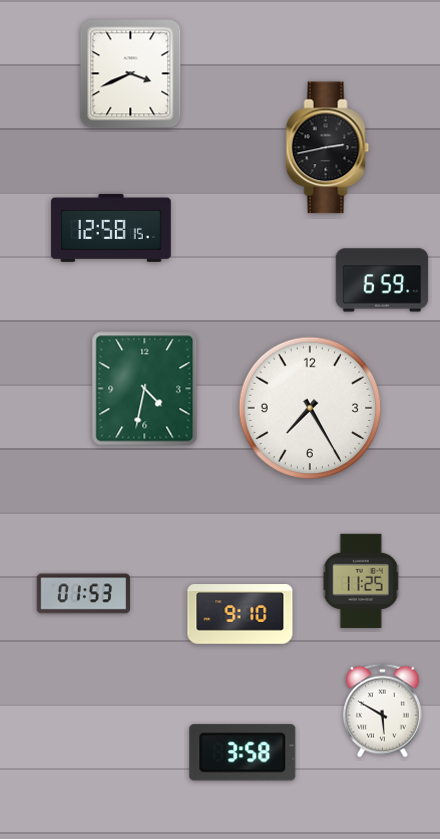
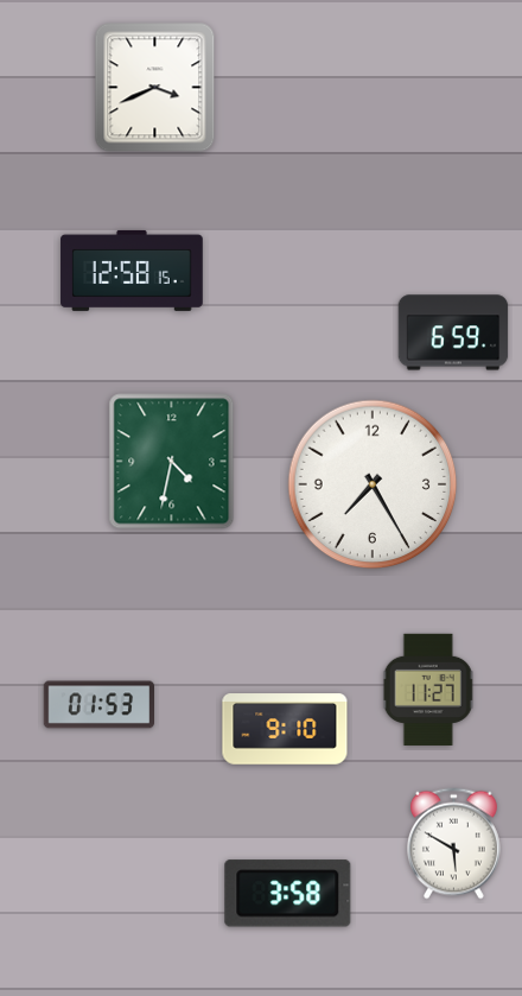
clock at (328, 148): 2:43 -> none
clock at (310, 408) position: (310, 408) -> (373, 484)
clock at (361, 581): 11:25 -> 11:27
